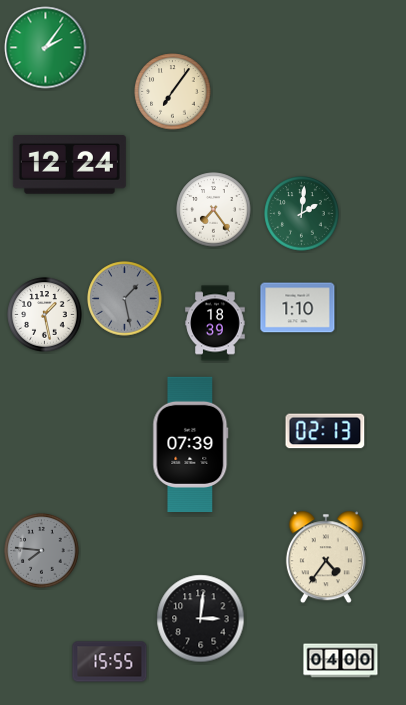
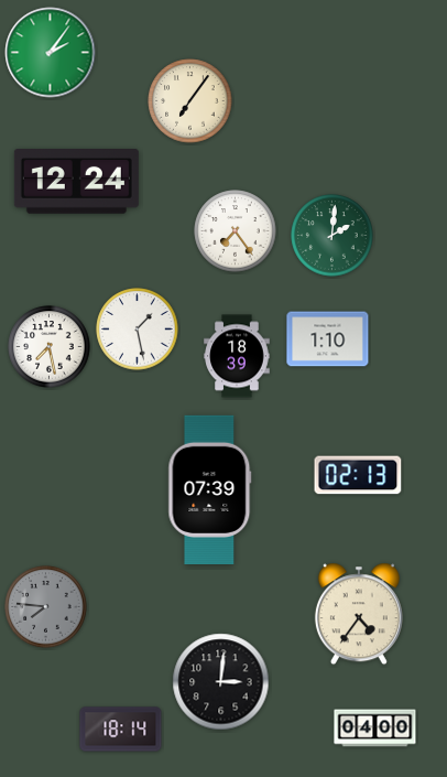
clock at (125, 299) dial: grey -> white
clock at (45, 315): 1:28 -> 7:28
clock at (110, 662): 15:55 -> 18:14
